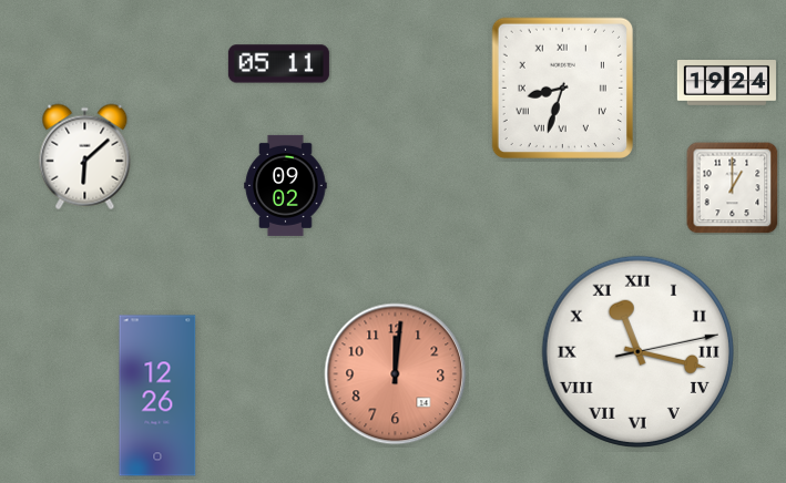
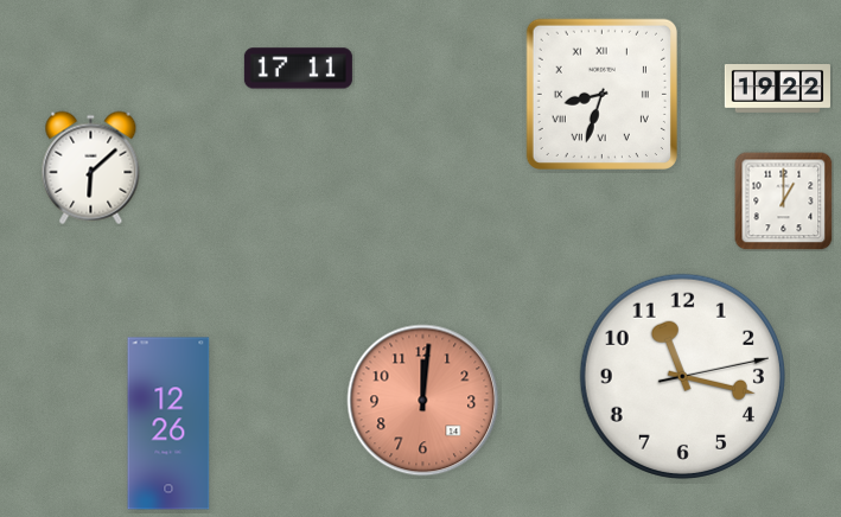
clock at (278, 64): 05:11 -> 17:11
clock at (726, 83): 19:24 -> 19:22
clock at (286, 185): 09:02 -> none
clock at (637, 351) numerals: Roman -> Arabic
